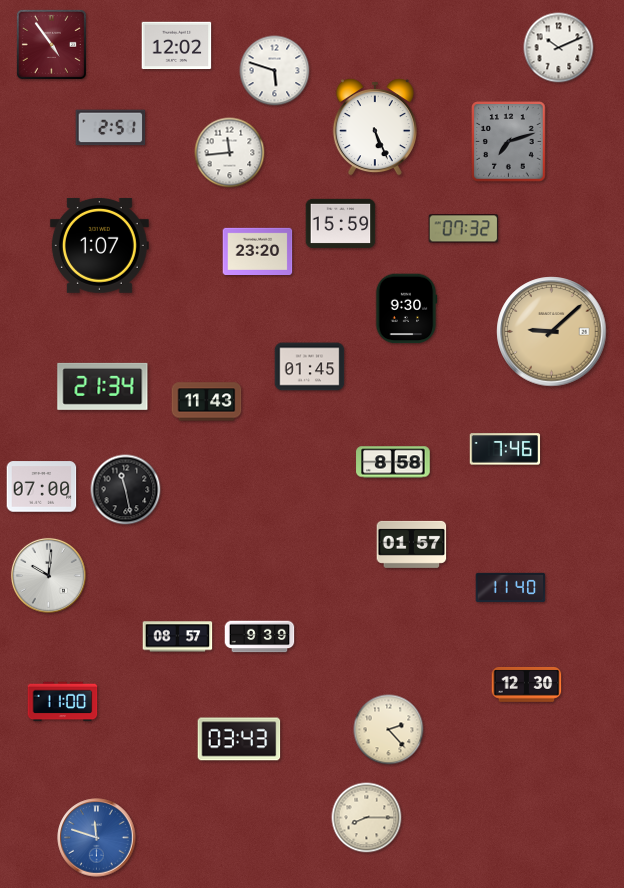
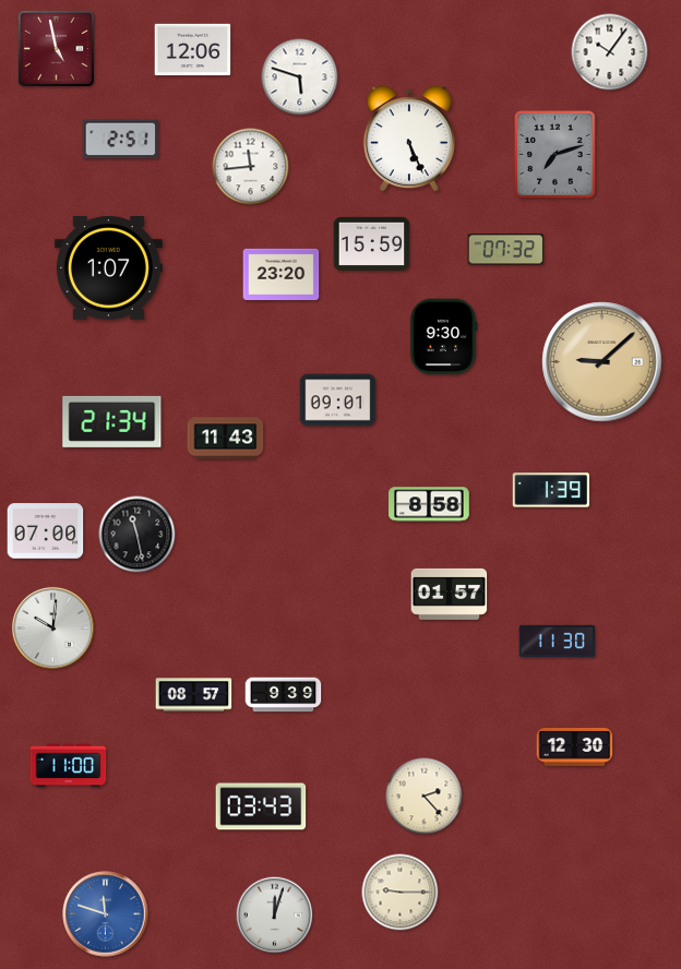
clock at (51, 44): 4:54 -> 4:58
clock at (177, 46): 12:02 -> 12:06
clock at (559, 48): 10:11 -> 10:06
clock at (310, 367): 01:45 -> 09:01
clock at (505, 449): 7:46 -> 1:39
clock at (511, 588): 11:40 -> 11:30
clock at (367, 818): 8:15 -> 9:15
clock at (275, 916): none -> 12:03
